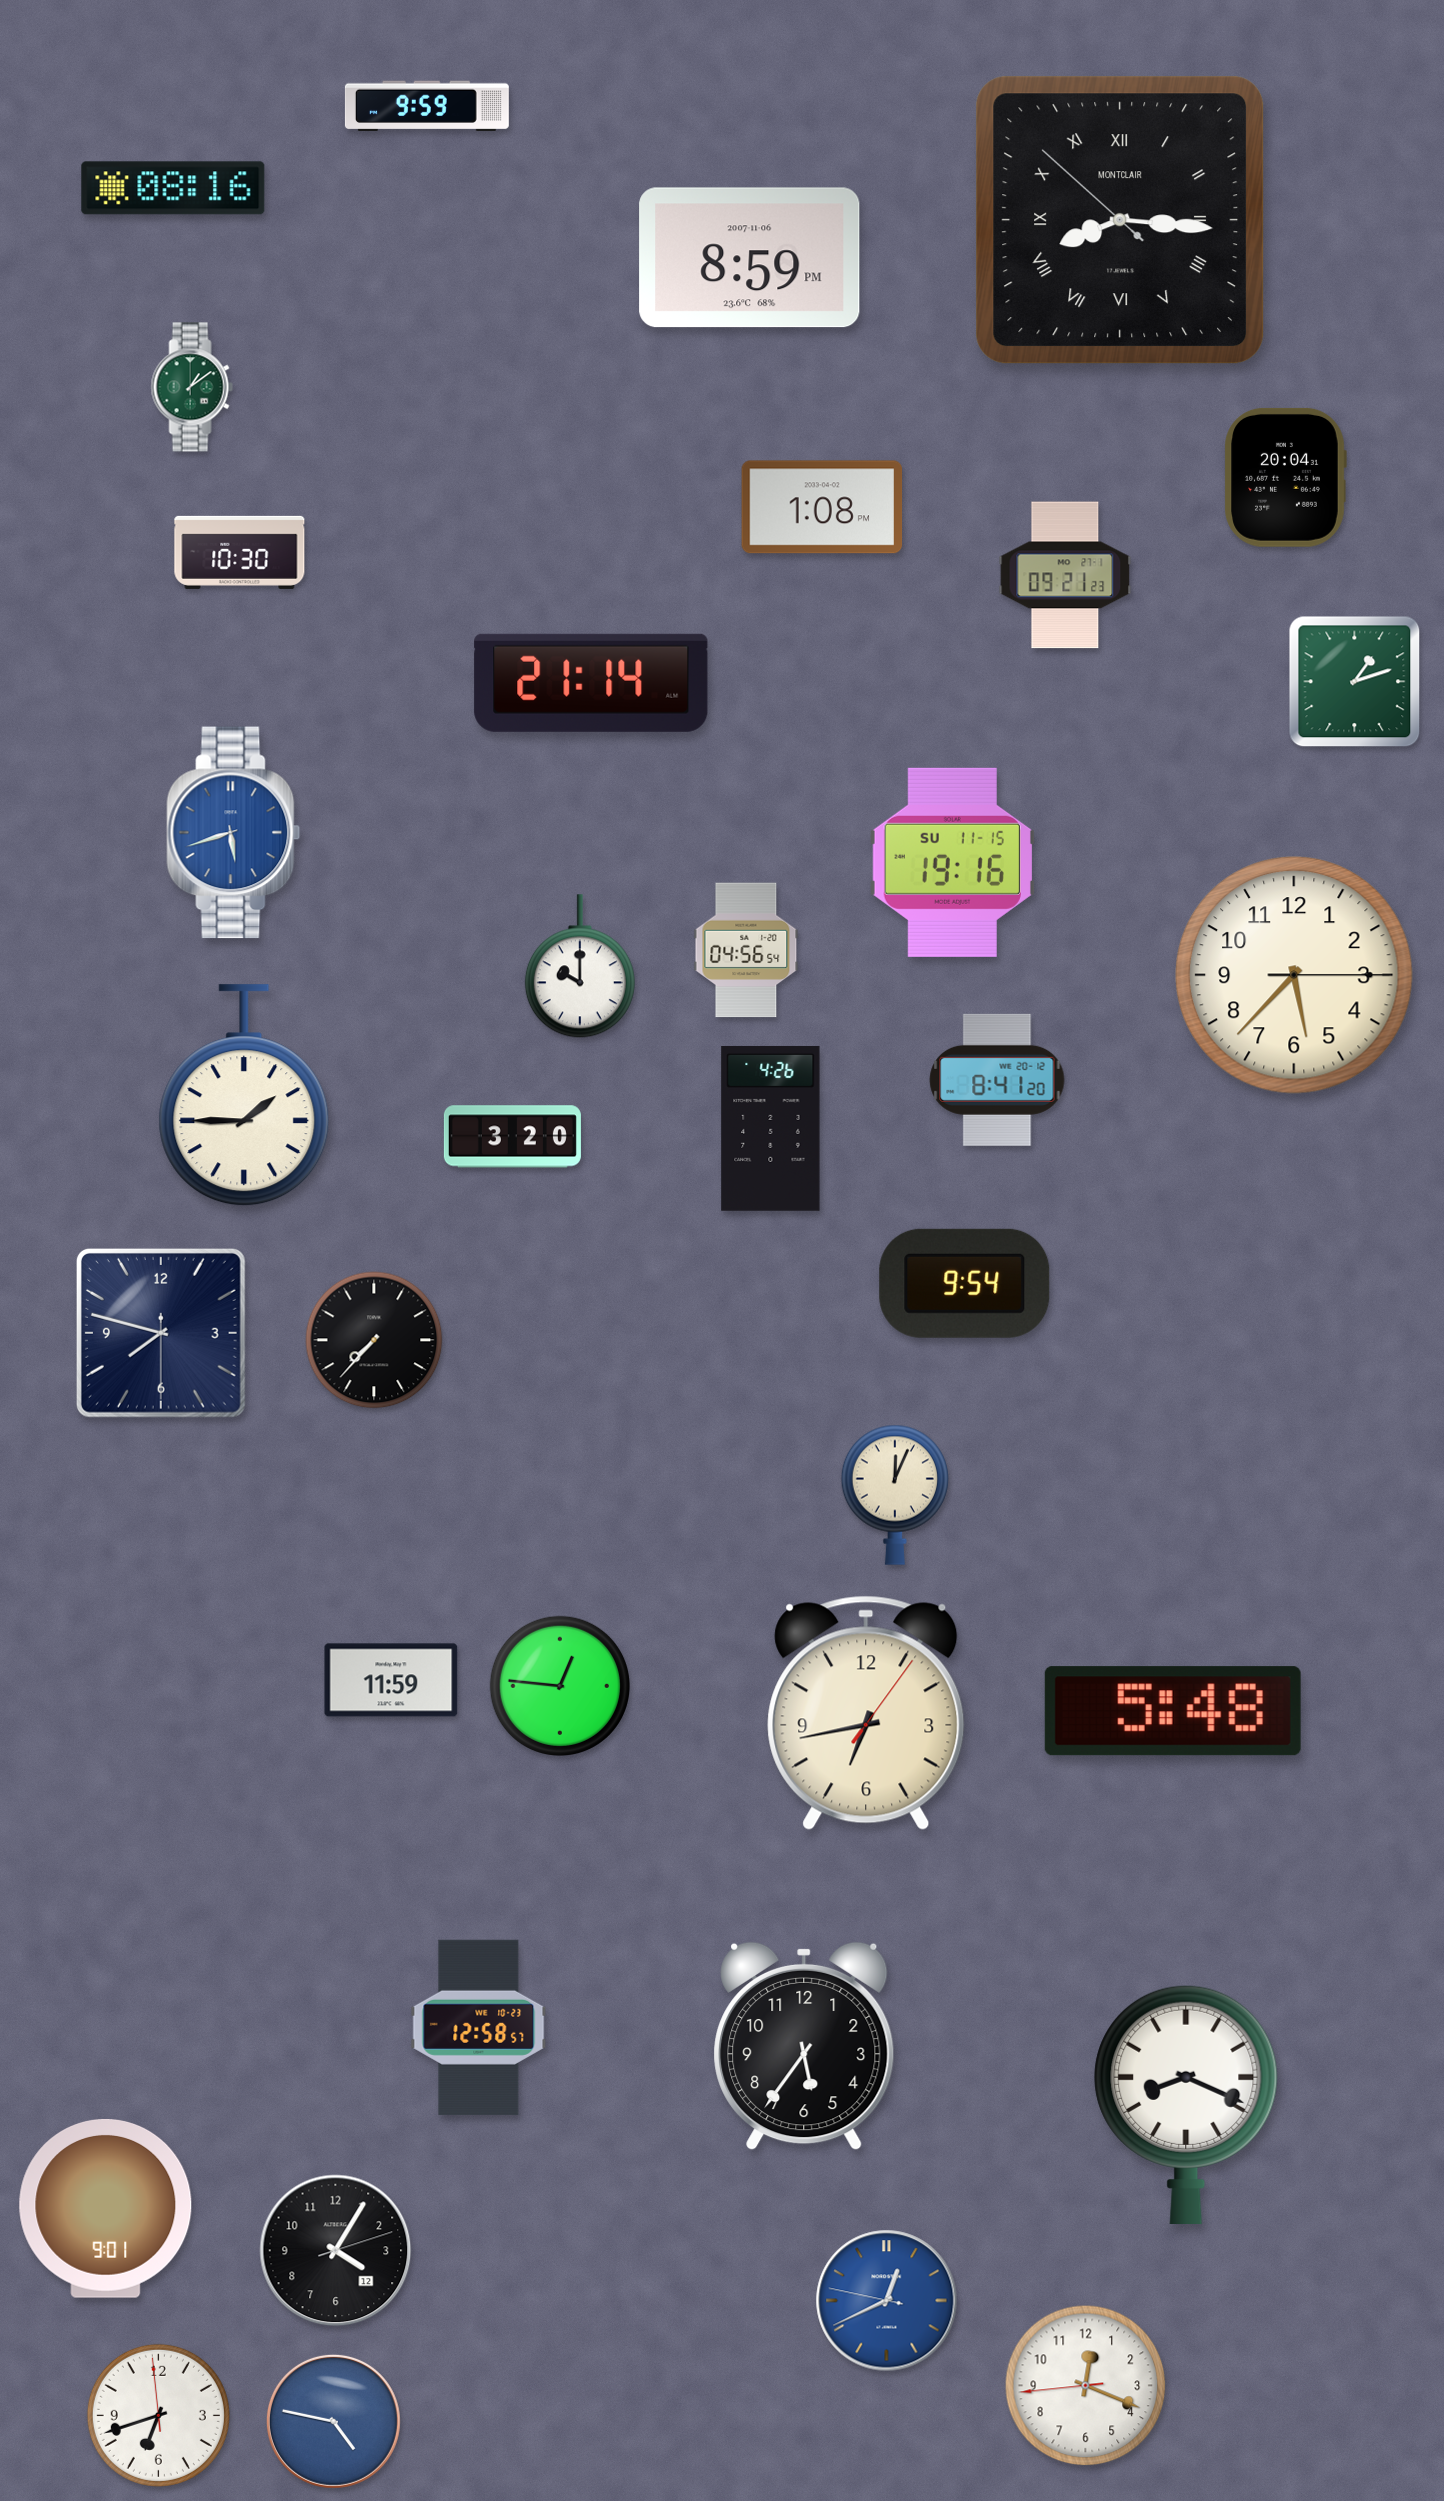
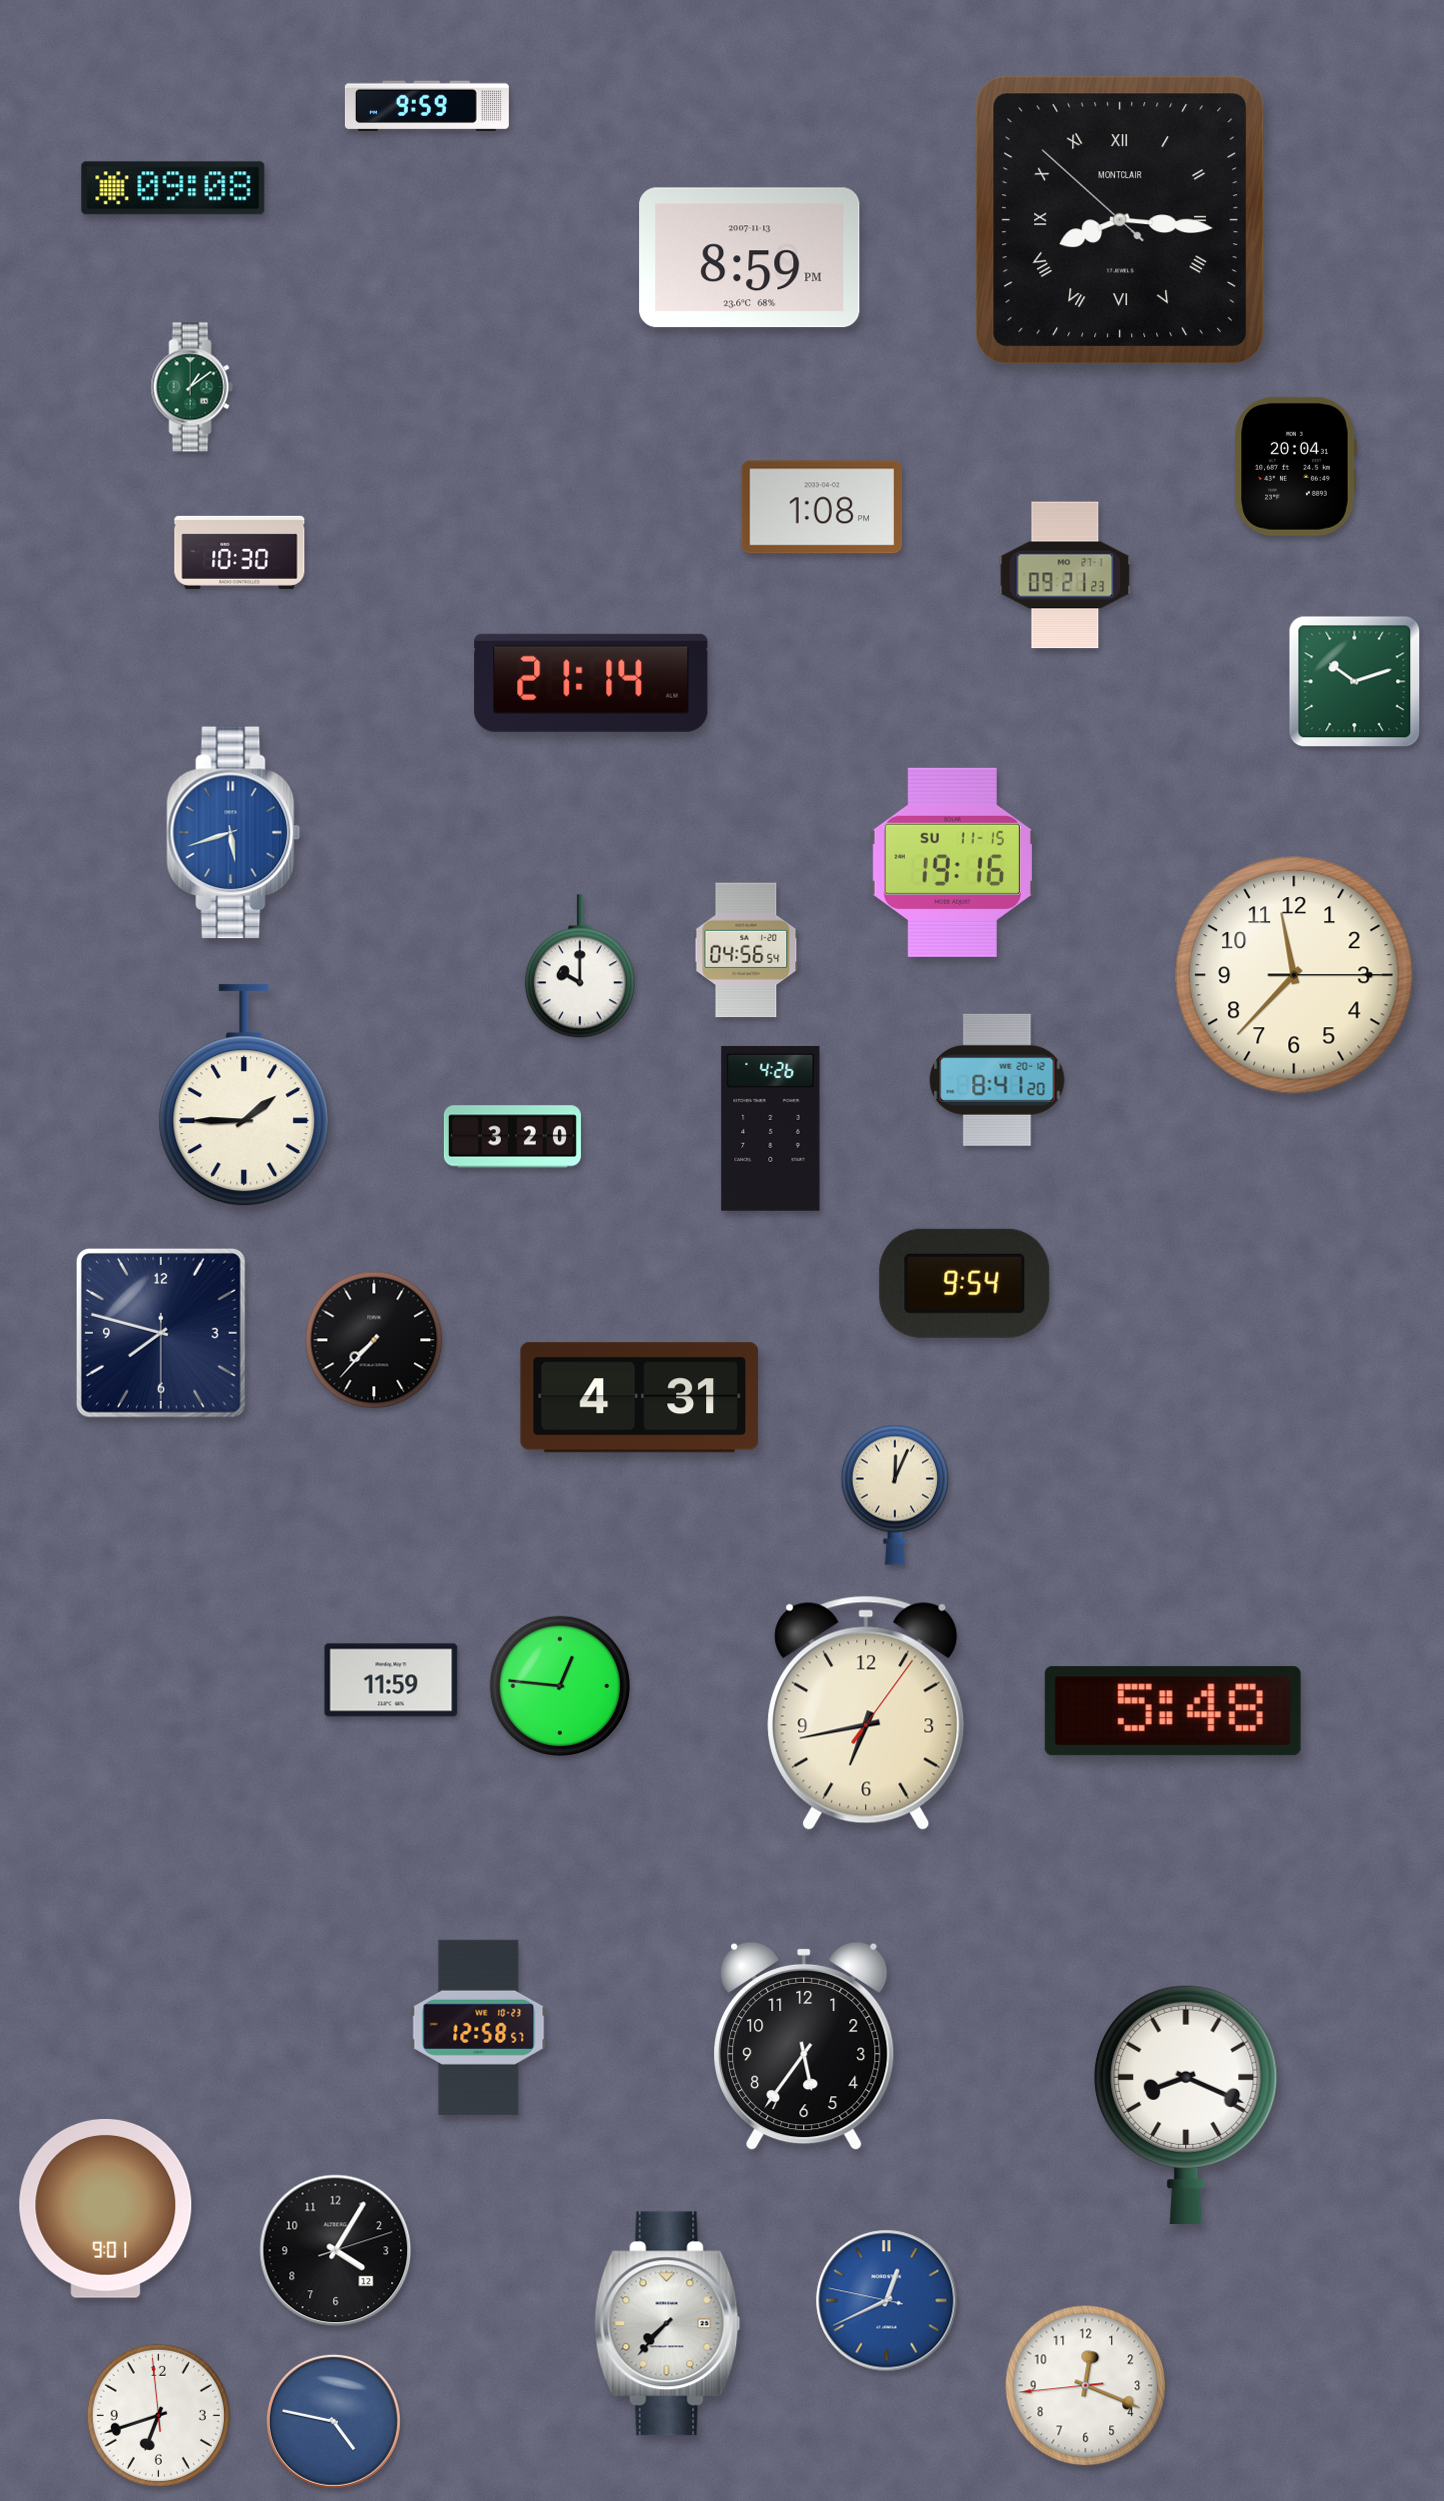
clock at (173, 188): 08:16 -> 09:08
clock at (750, 258) date: 2007-11-06 -> 2007-11-13
clock at (1285, 477) position: (1285, 477) -> (1295, 466)
clock at (1355, 682): 1:12 -> 10:12
clock at (1294, 975): 5:37 -> 11:37
clock at (640, 1398): none -> 4:31
clock at (668, 2324): none -> 7:37
